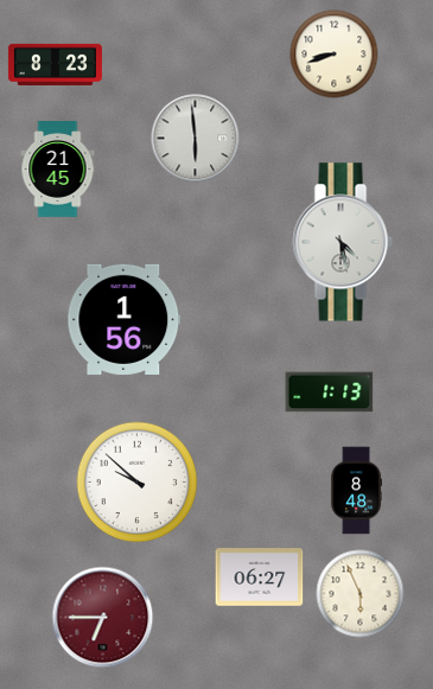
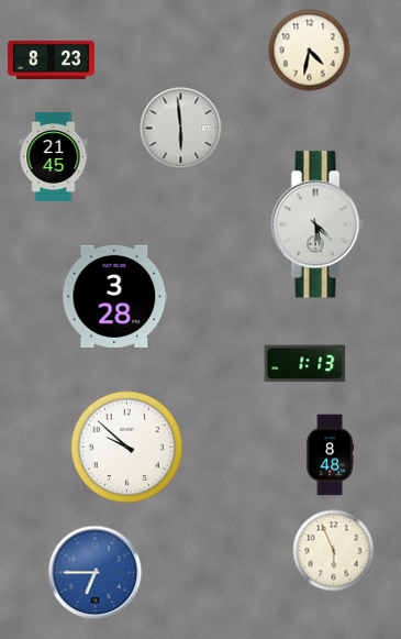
clock at (335, 55): 8:42 -> 4:32
clock at (125, 319): 1:56 -> 3:28
clock at (260, 578): 06:27 -> none
clock at (103, 618) dial: burgundy -> blue
